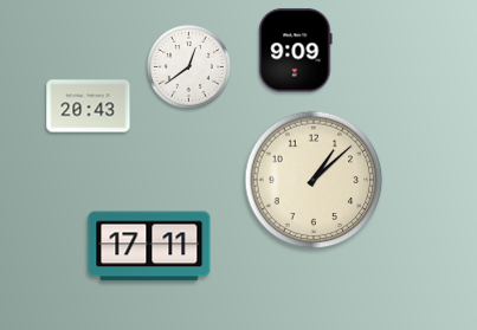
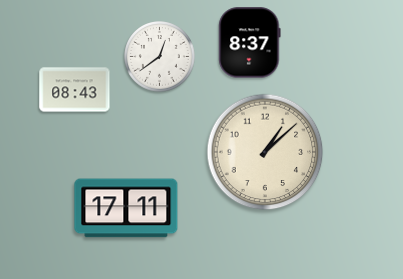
clock at (296, 51): 9:09 -> 8:37
clock at (89, 106): 20:43 -> 08:43
